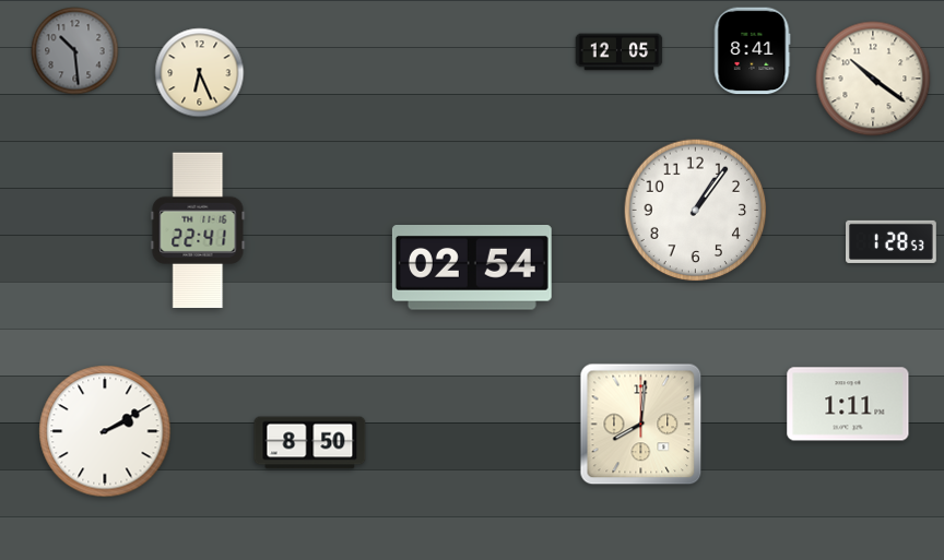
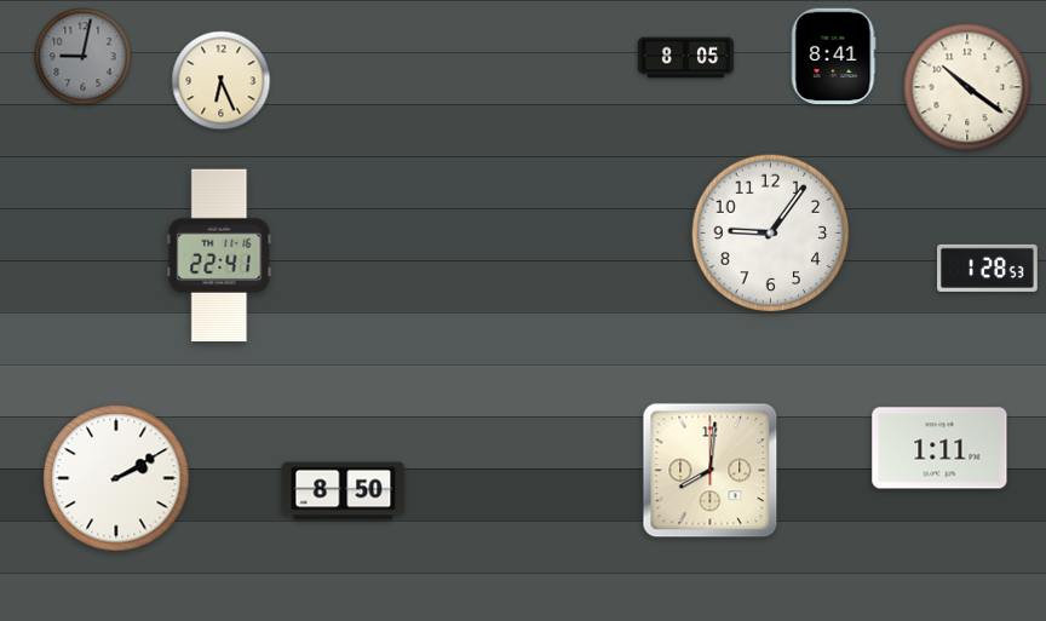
clock at (75, 51): 10:29 -> 9:02
clock at (619, 52): 12:05 -> 8:05
clock at (696, 211): 1:06 -> 9:06
clock at (472, 267): 02:54 -> none
